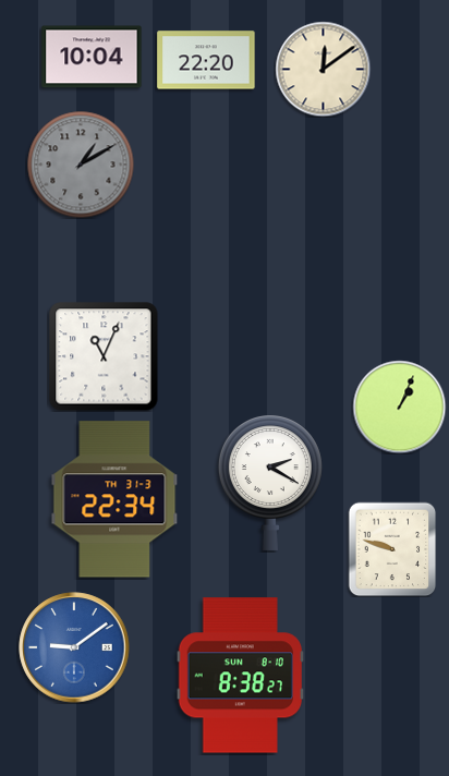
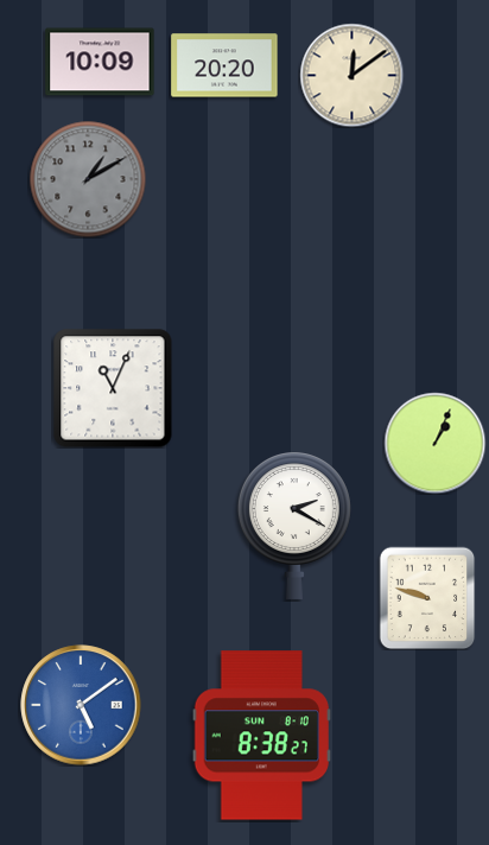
clock at (92, 57): 10:04 -> 10:09
clock at (206, 60): 22:20 -> 20:20
clock at (114, 499): 22:34 -> none
clock at (74, 647): 9:09 -> 5:09
